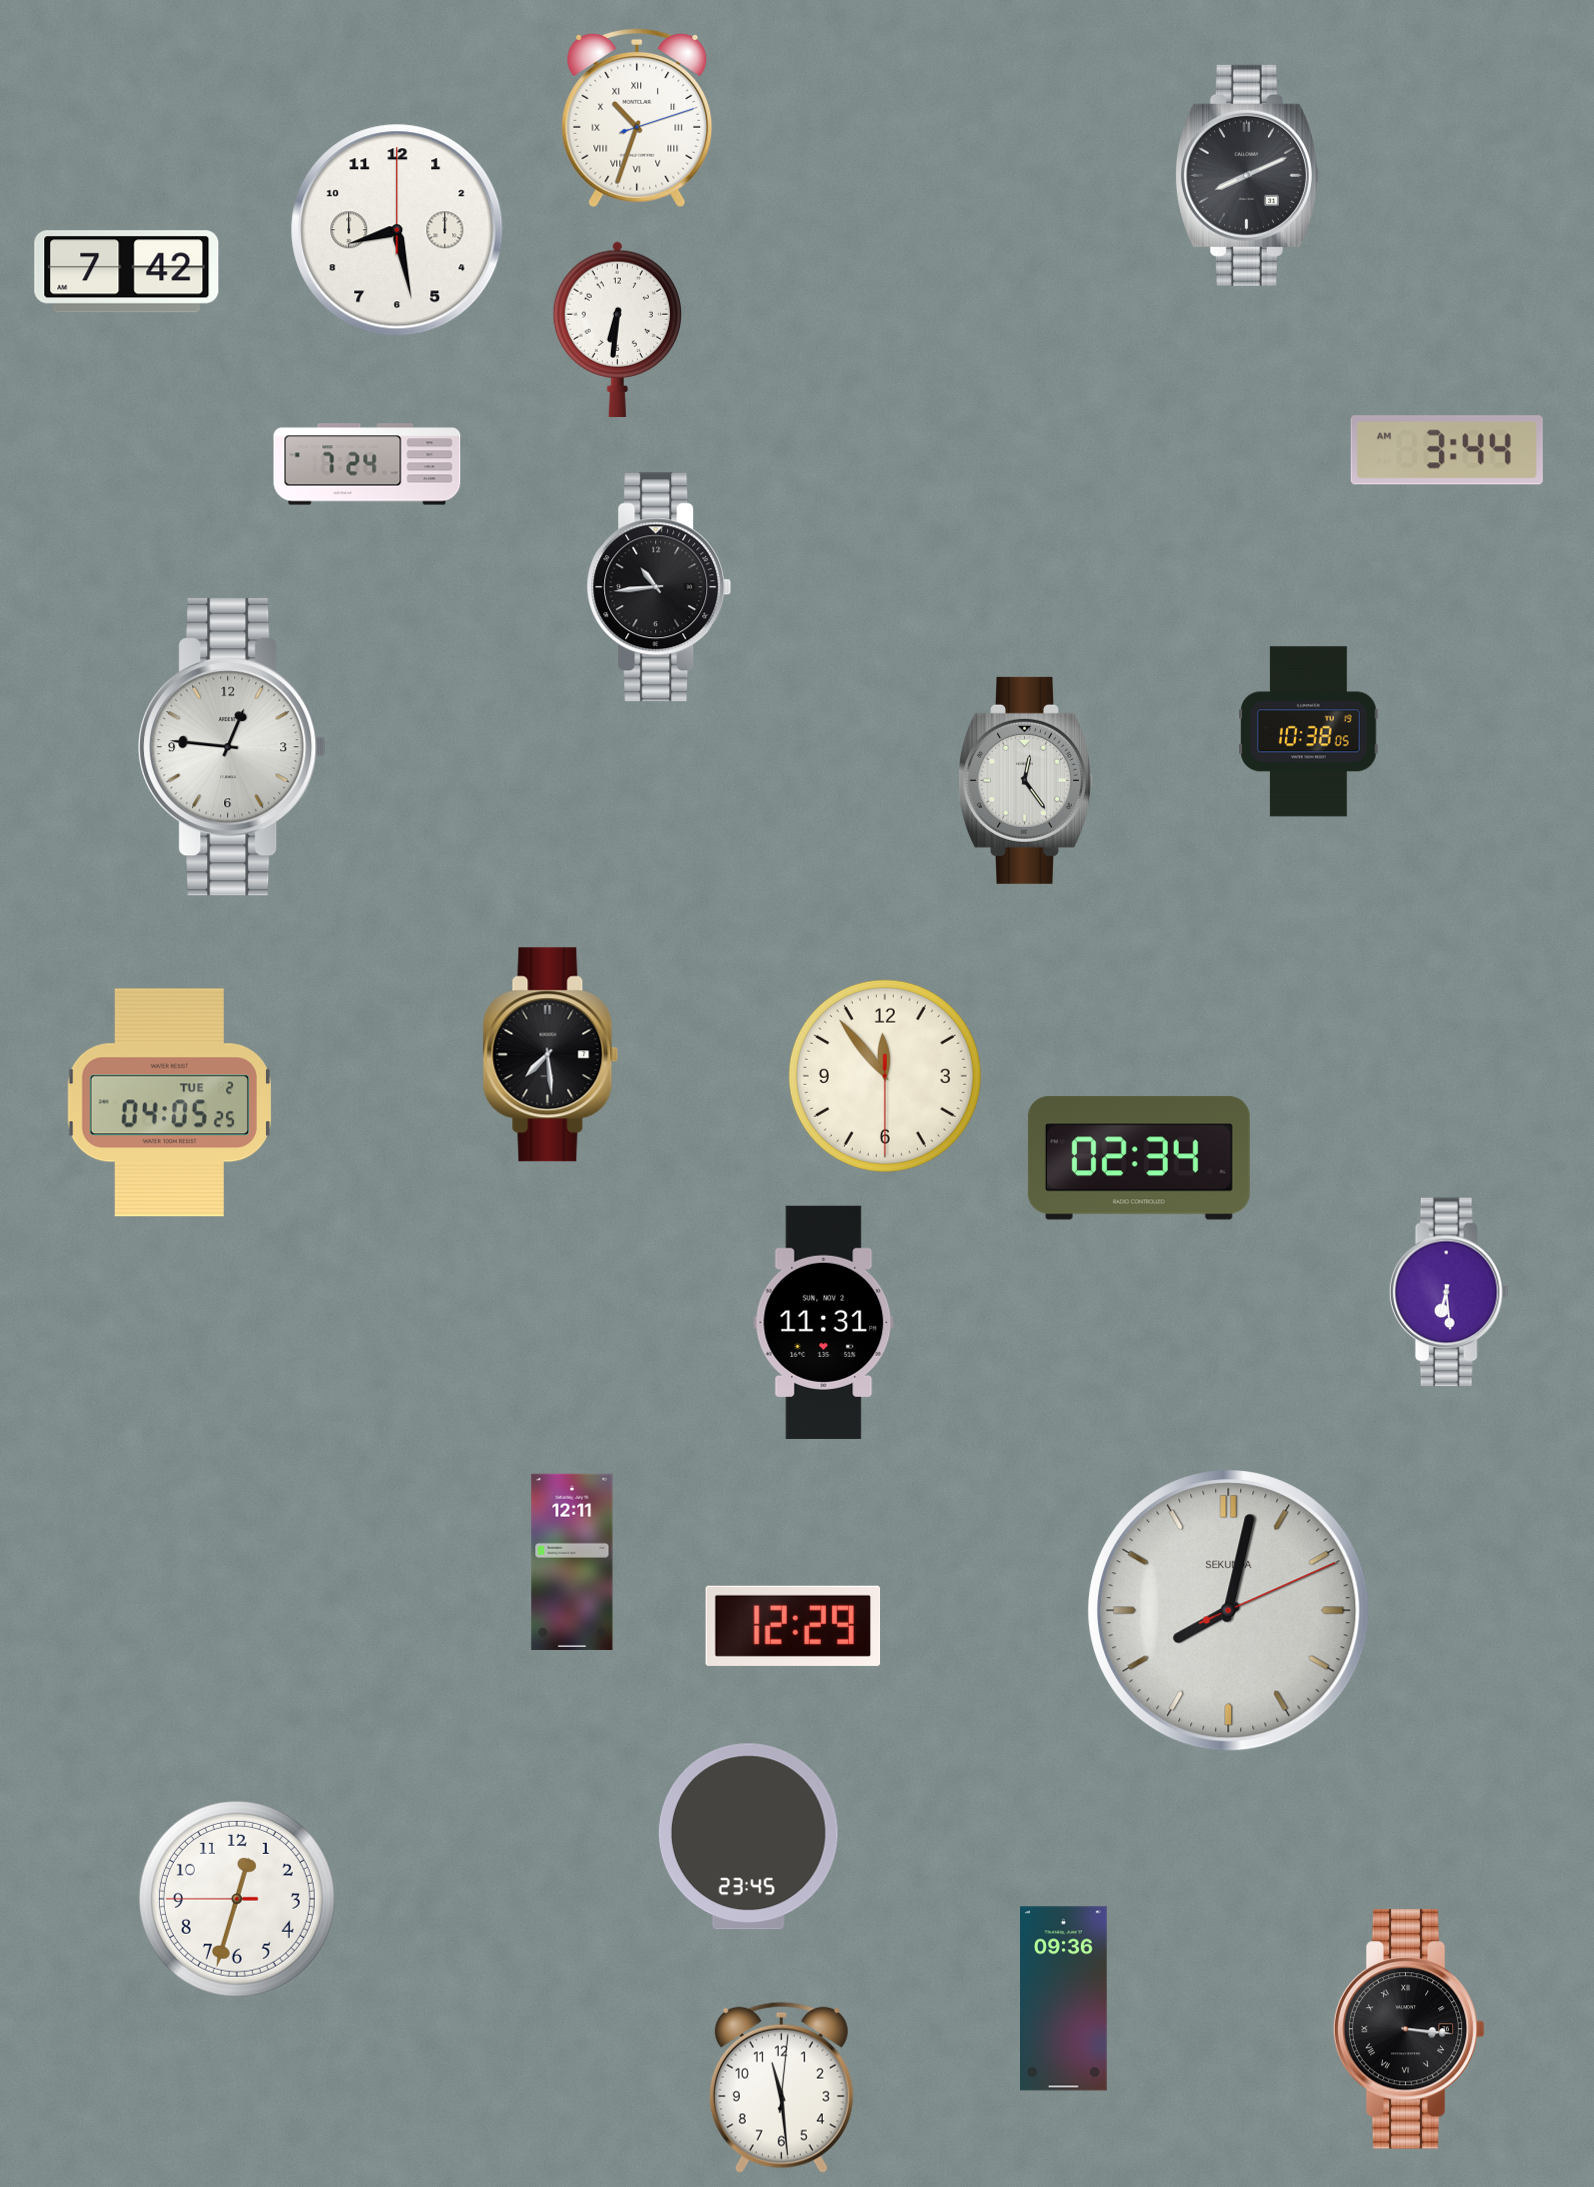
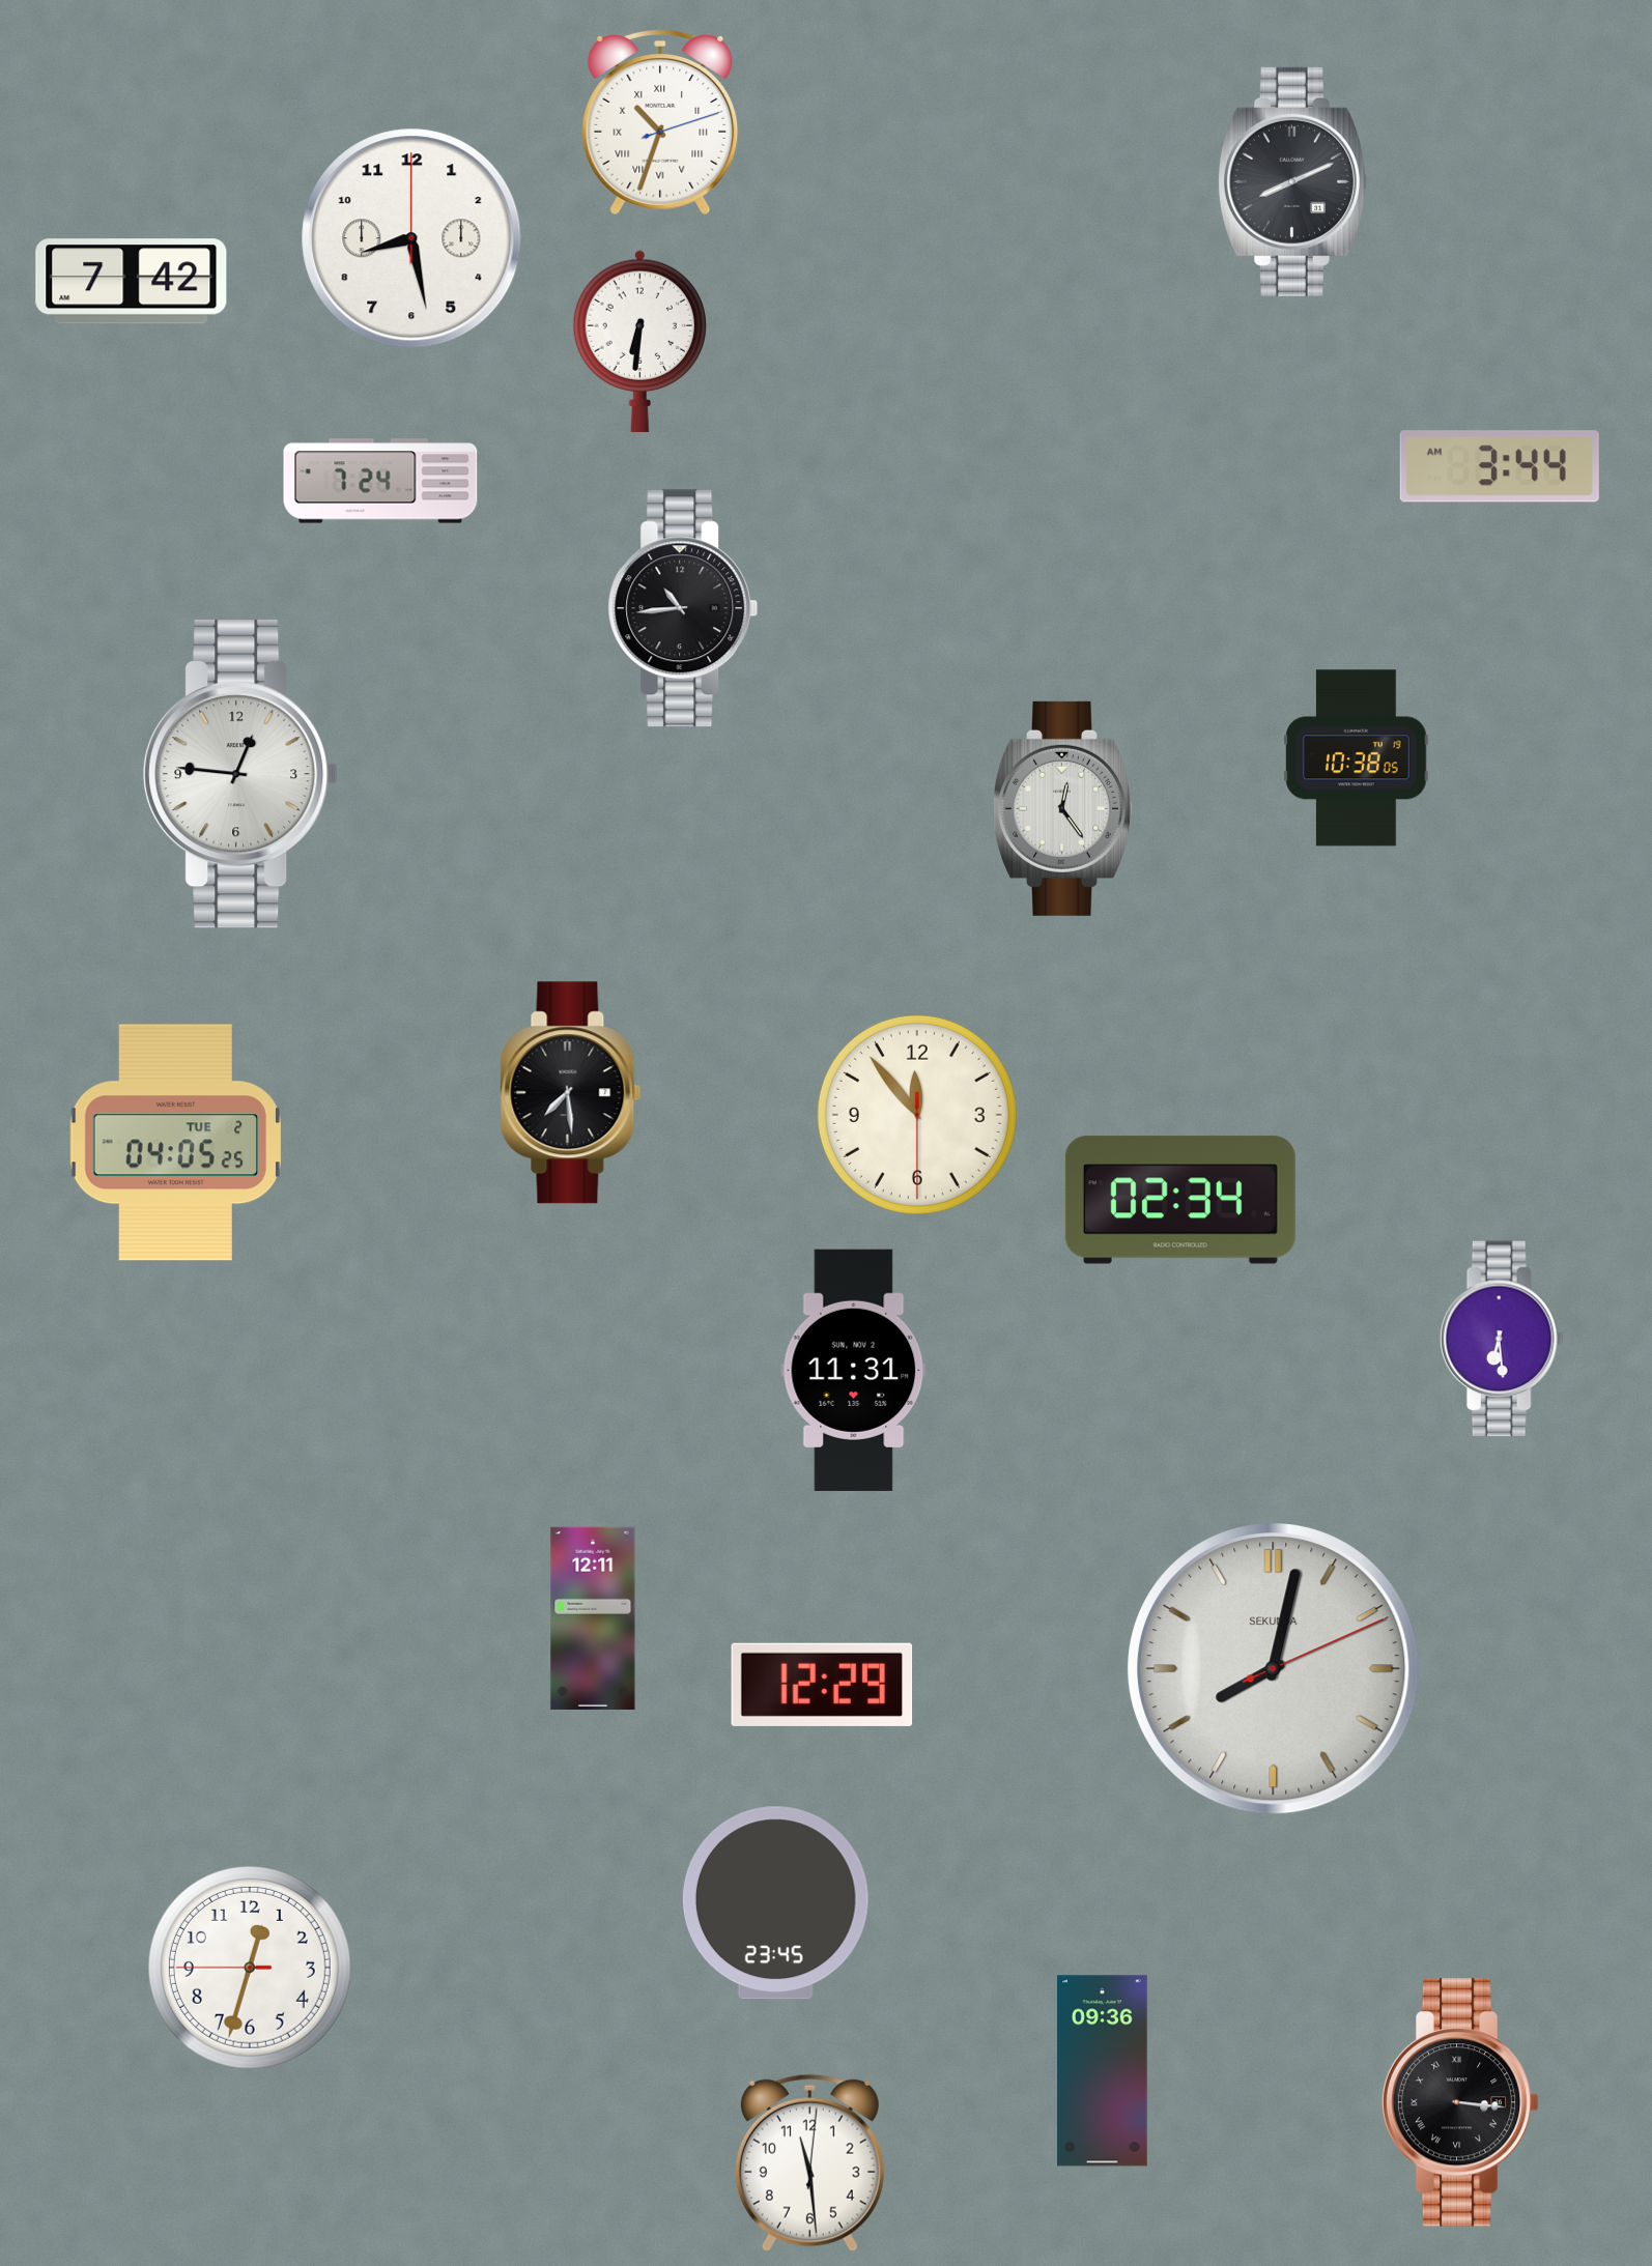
clock at (237, 1899) position: (237, 1899) -> (250, 1968)
